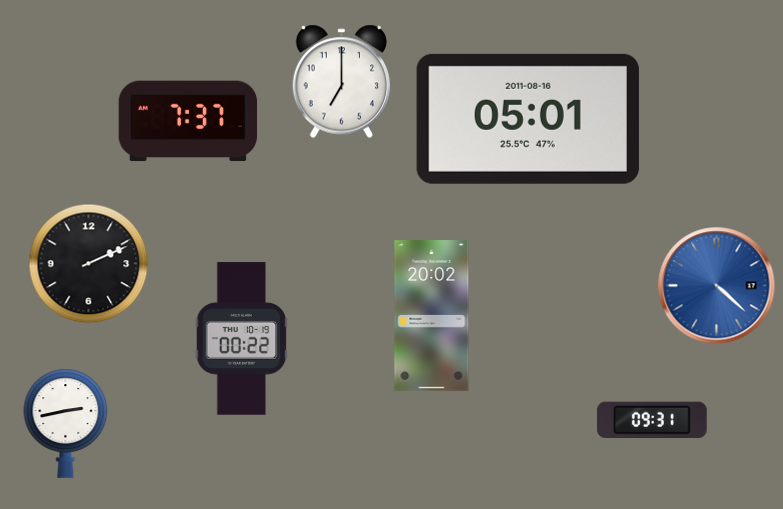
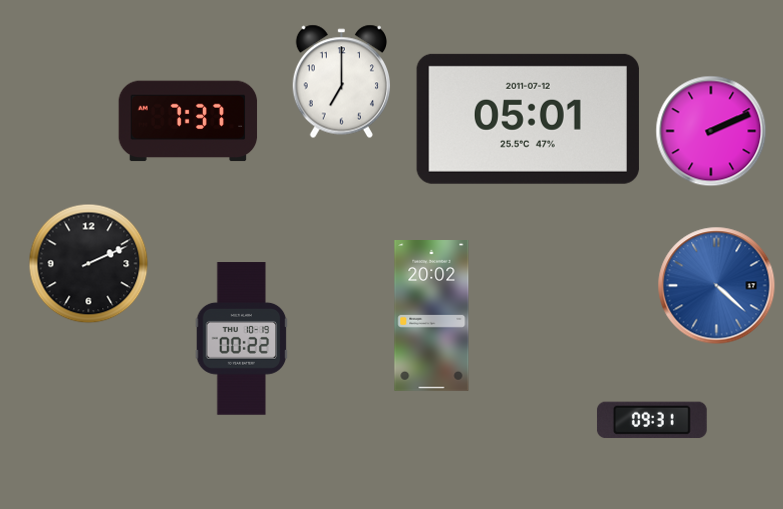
clock at (528, 119) date: 2011-08-16 -> 2011-07-12
clock at (711, 131): none -> 2:11
clock at (66, 423): 2:43 -> none
